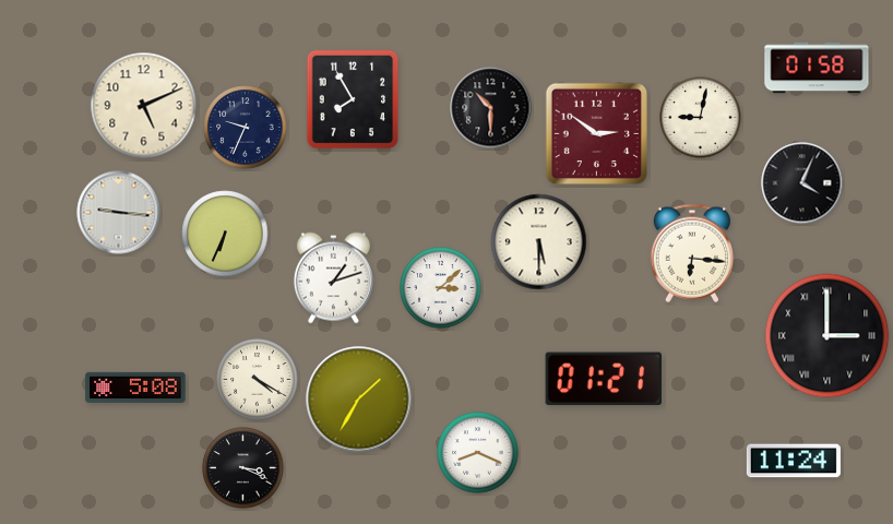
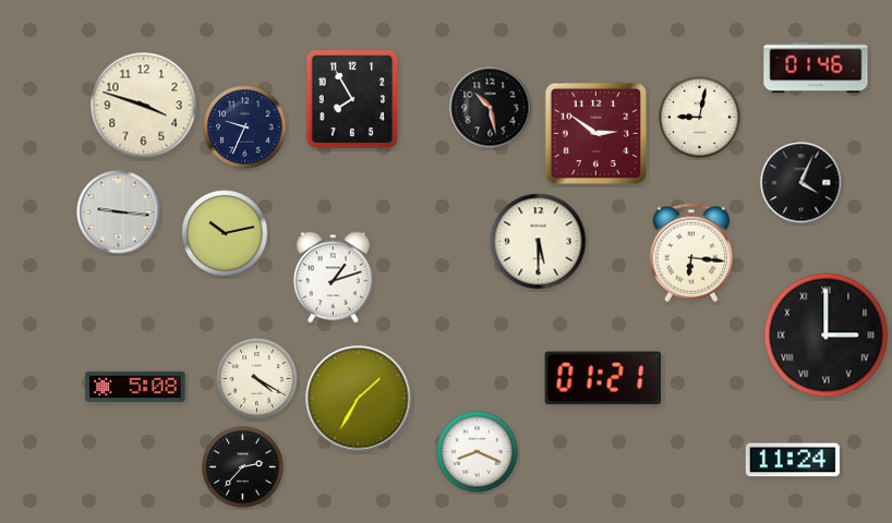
clock at (817, 68): 01:58 -> 01:46
clock at (144, 106): 5:11 -> 3:48
clock at (491, 108): 10:30 -> 10:28
clock at (225, 234): 6:34 -> 10:13
clock at (441, 288): 3:08 -> none
clock at (243, 468): 3:19 -> 2:37
